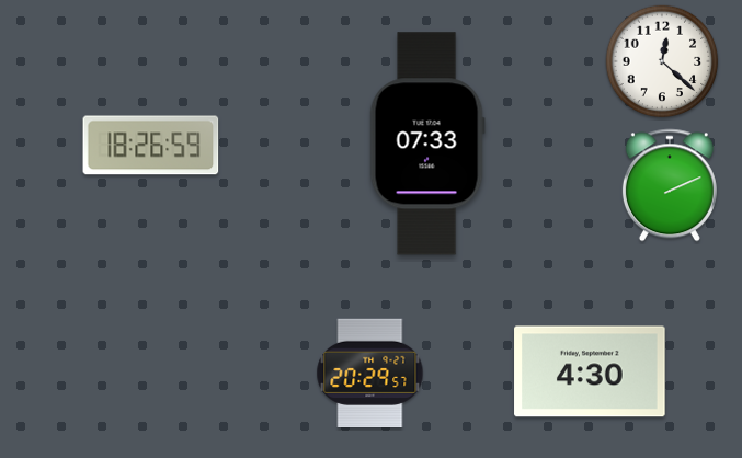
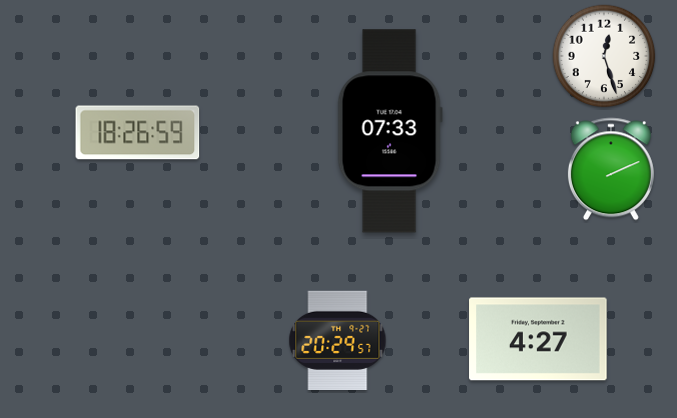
clock at (662, 61): 12:22 -> 12:27
clock at (590, 371): 4:30 -> 4:27
